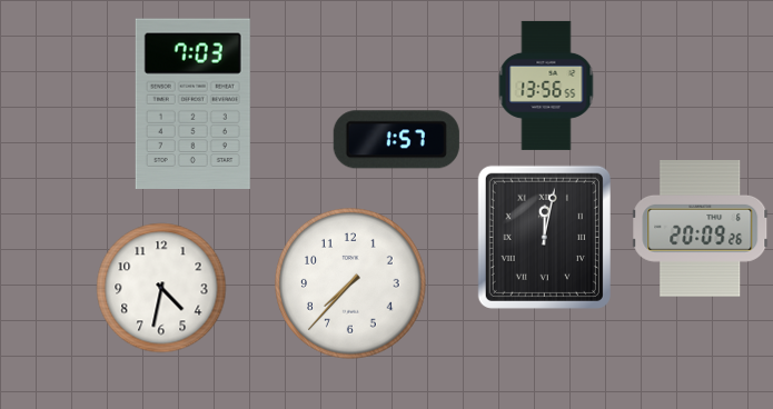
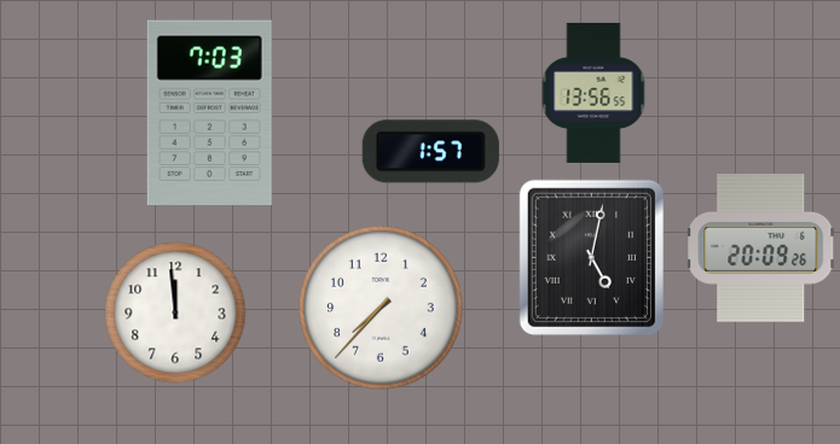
clock at (544, 237): 12:02 -> 5:02
clock at (161, 288): 4:32 -> 11:59
